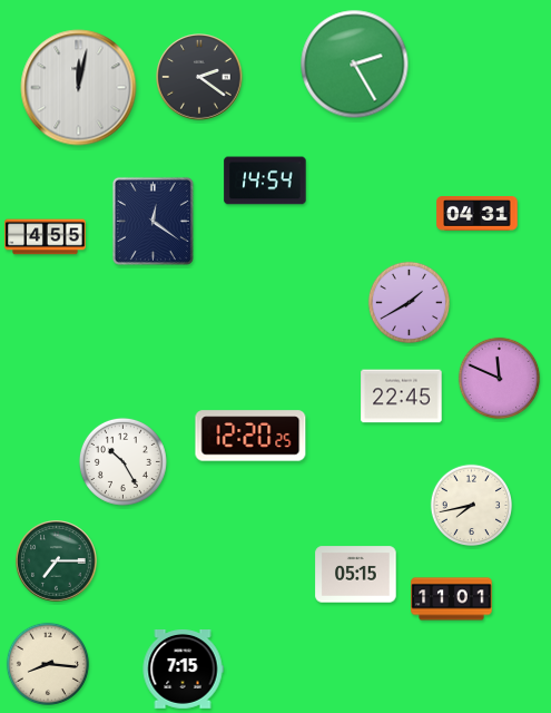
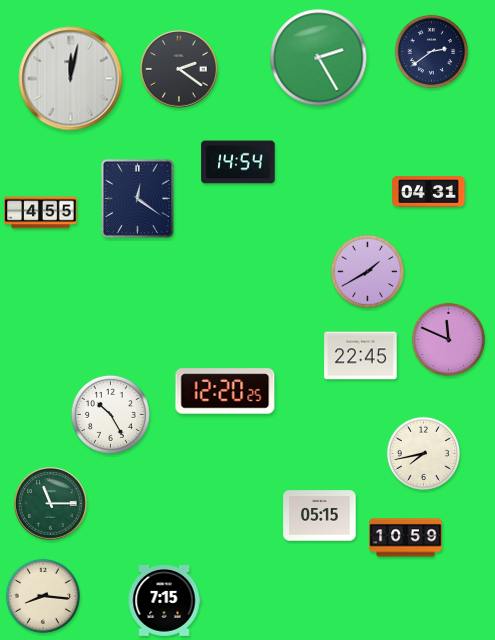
clock at (431, 51): none -> 2:39
clock at (57, 561): 7:15 -> 11:15
clock at (452, 599): 11:01 -> 10:59
